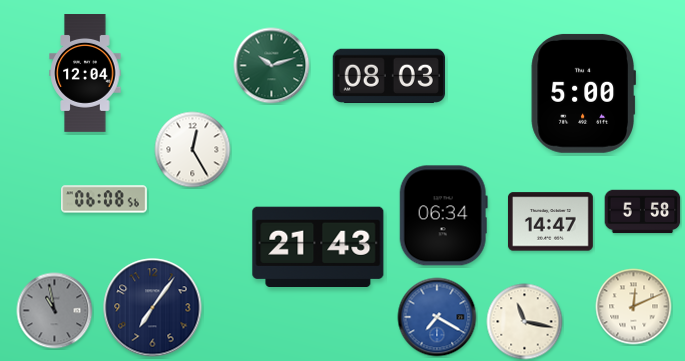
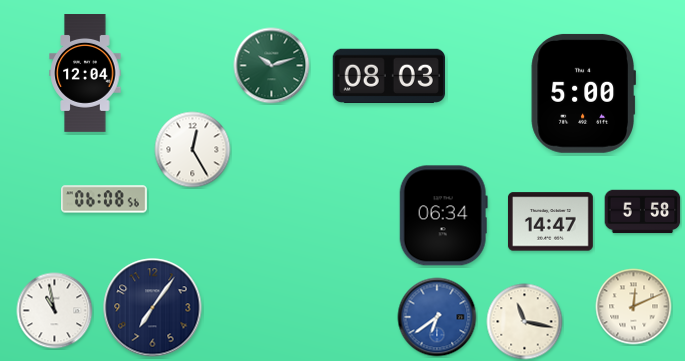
clock at (318, 246): 21:43 -> none
clock at (55, 311) dial: grey -> white
clock at (437, 317): 7:20 -> 6:39
